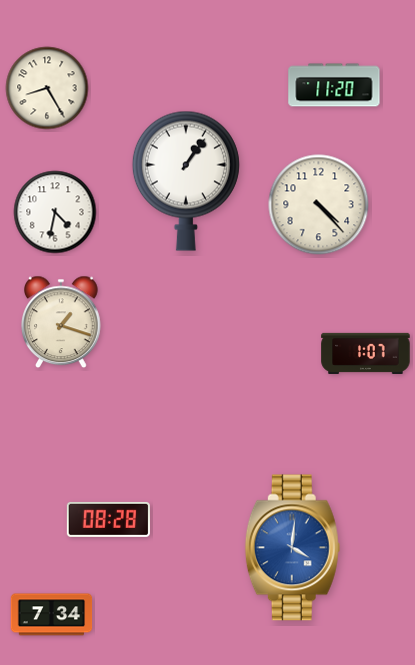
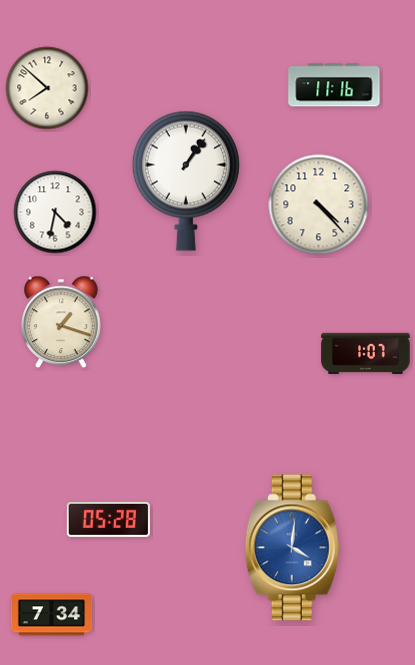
clock at (334, 85): 11:20 -> 11:16
clock at (47, 88): 8:25 -> 7:52
clock at (108, 519): 08:28 -> 05:28
